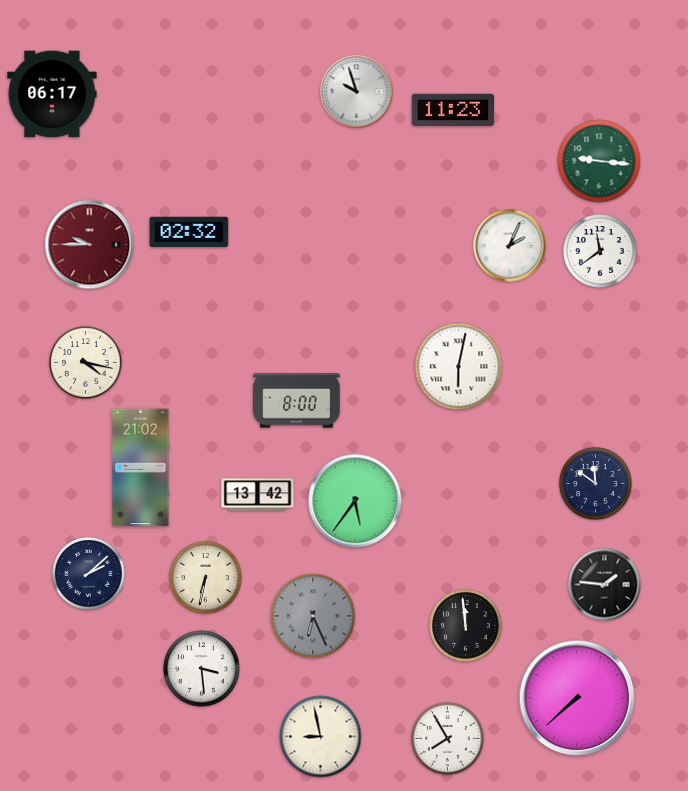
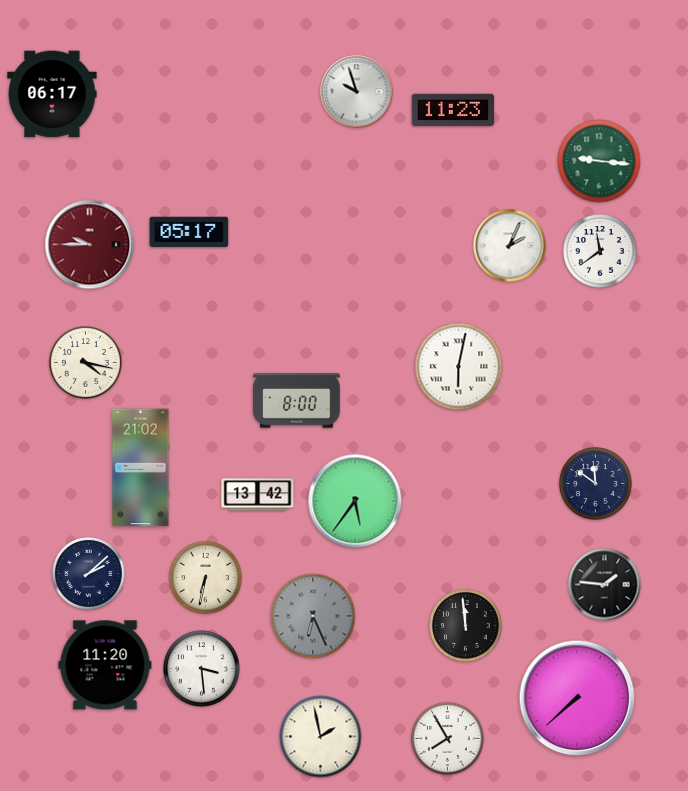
clock at (189, 232): 02:32 -> 05:17
clock at (105, 665): none -> 11:20
clock at (321, 737): 8:58 -> 1:58
